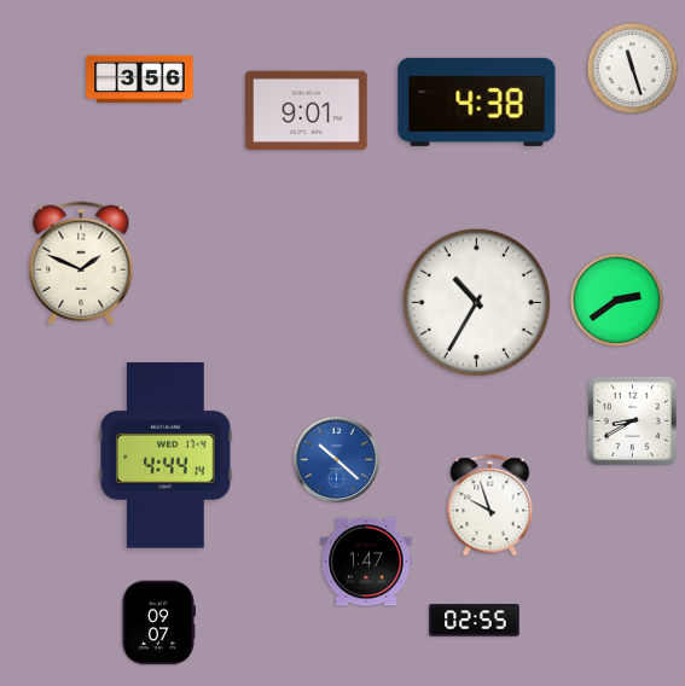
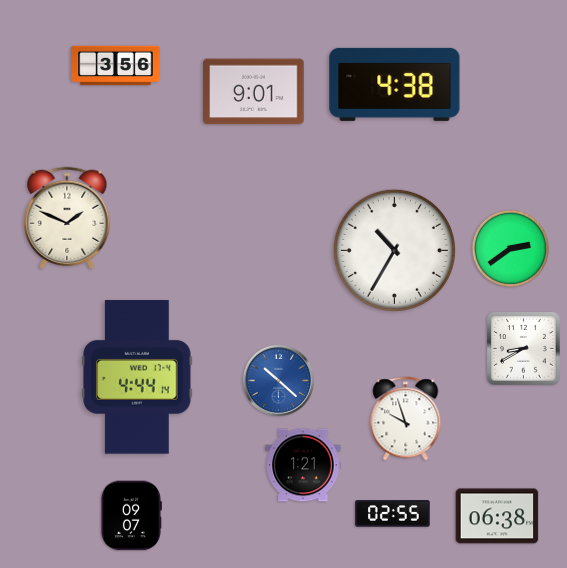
clock at (633, 69): 11:27 -> none
clock at (366, 562): 1:47 -> 1:21
clock at (497, 516): none -> 06:38
